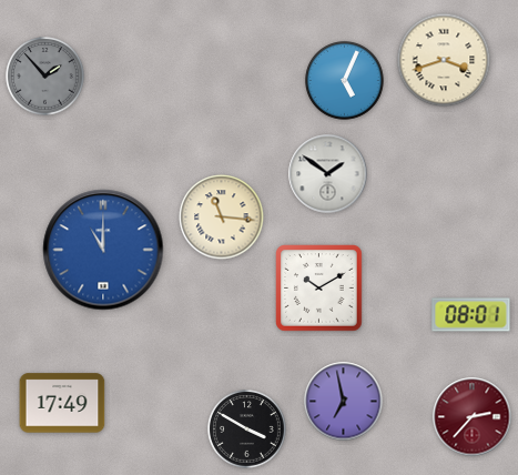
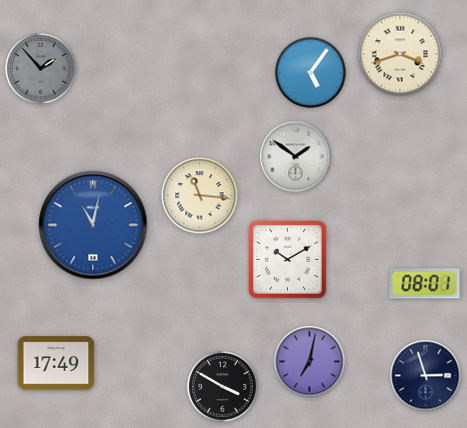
clock at (345, 81): 5:04 -> 5:06
clock at (103, 250): 11:00 -> 11:02
clock at (344, 402): 6:58 -> 7:02
clock at (473, 417): 2:37 -> 2:57
clock at (473, 417) dial: burgundy -> navy
